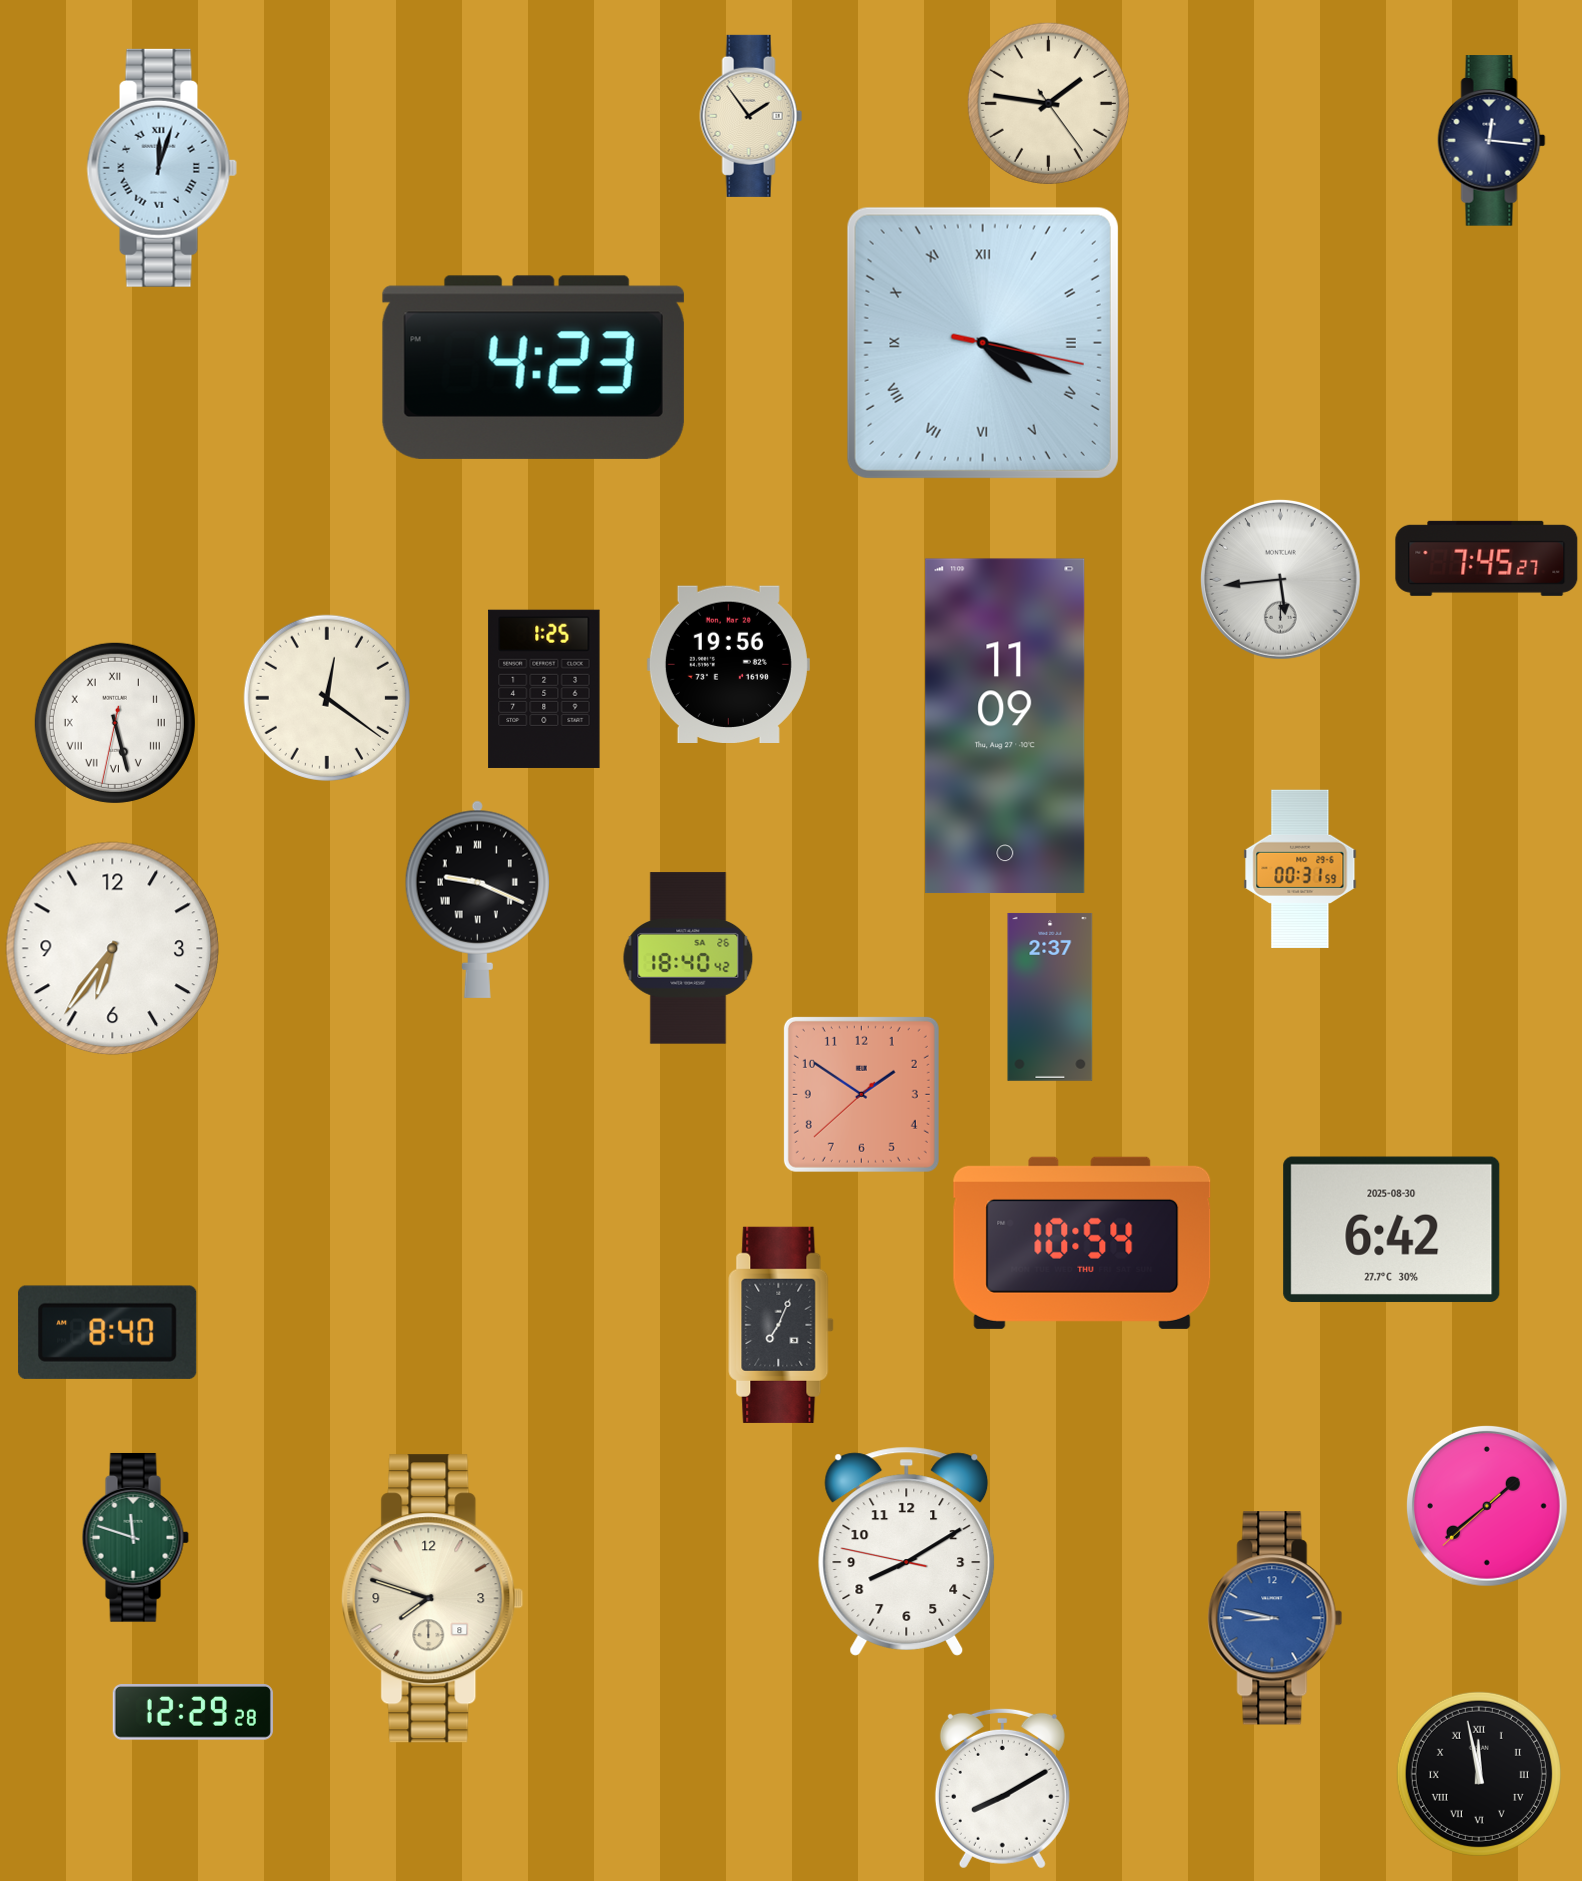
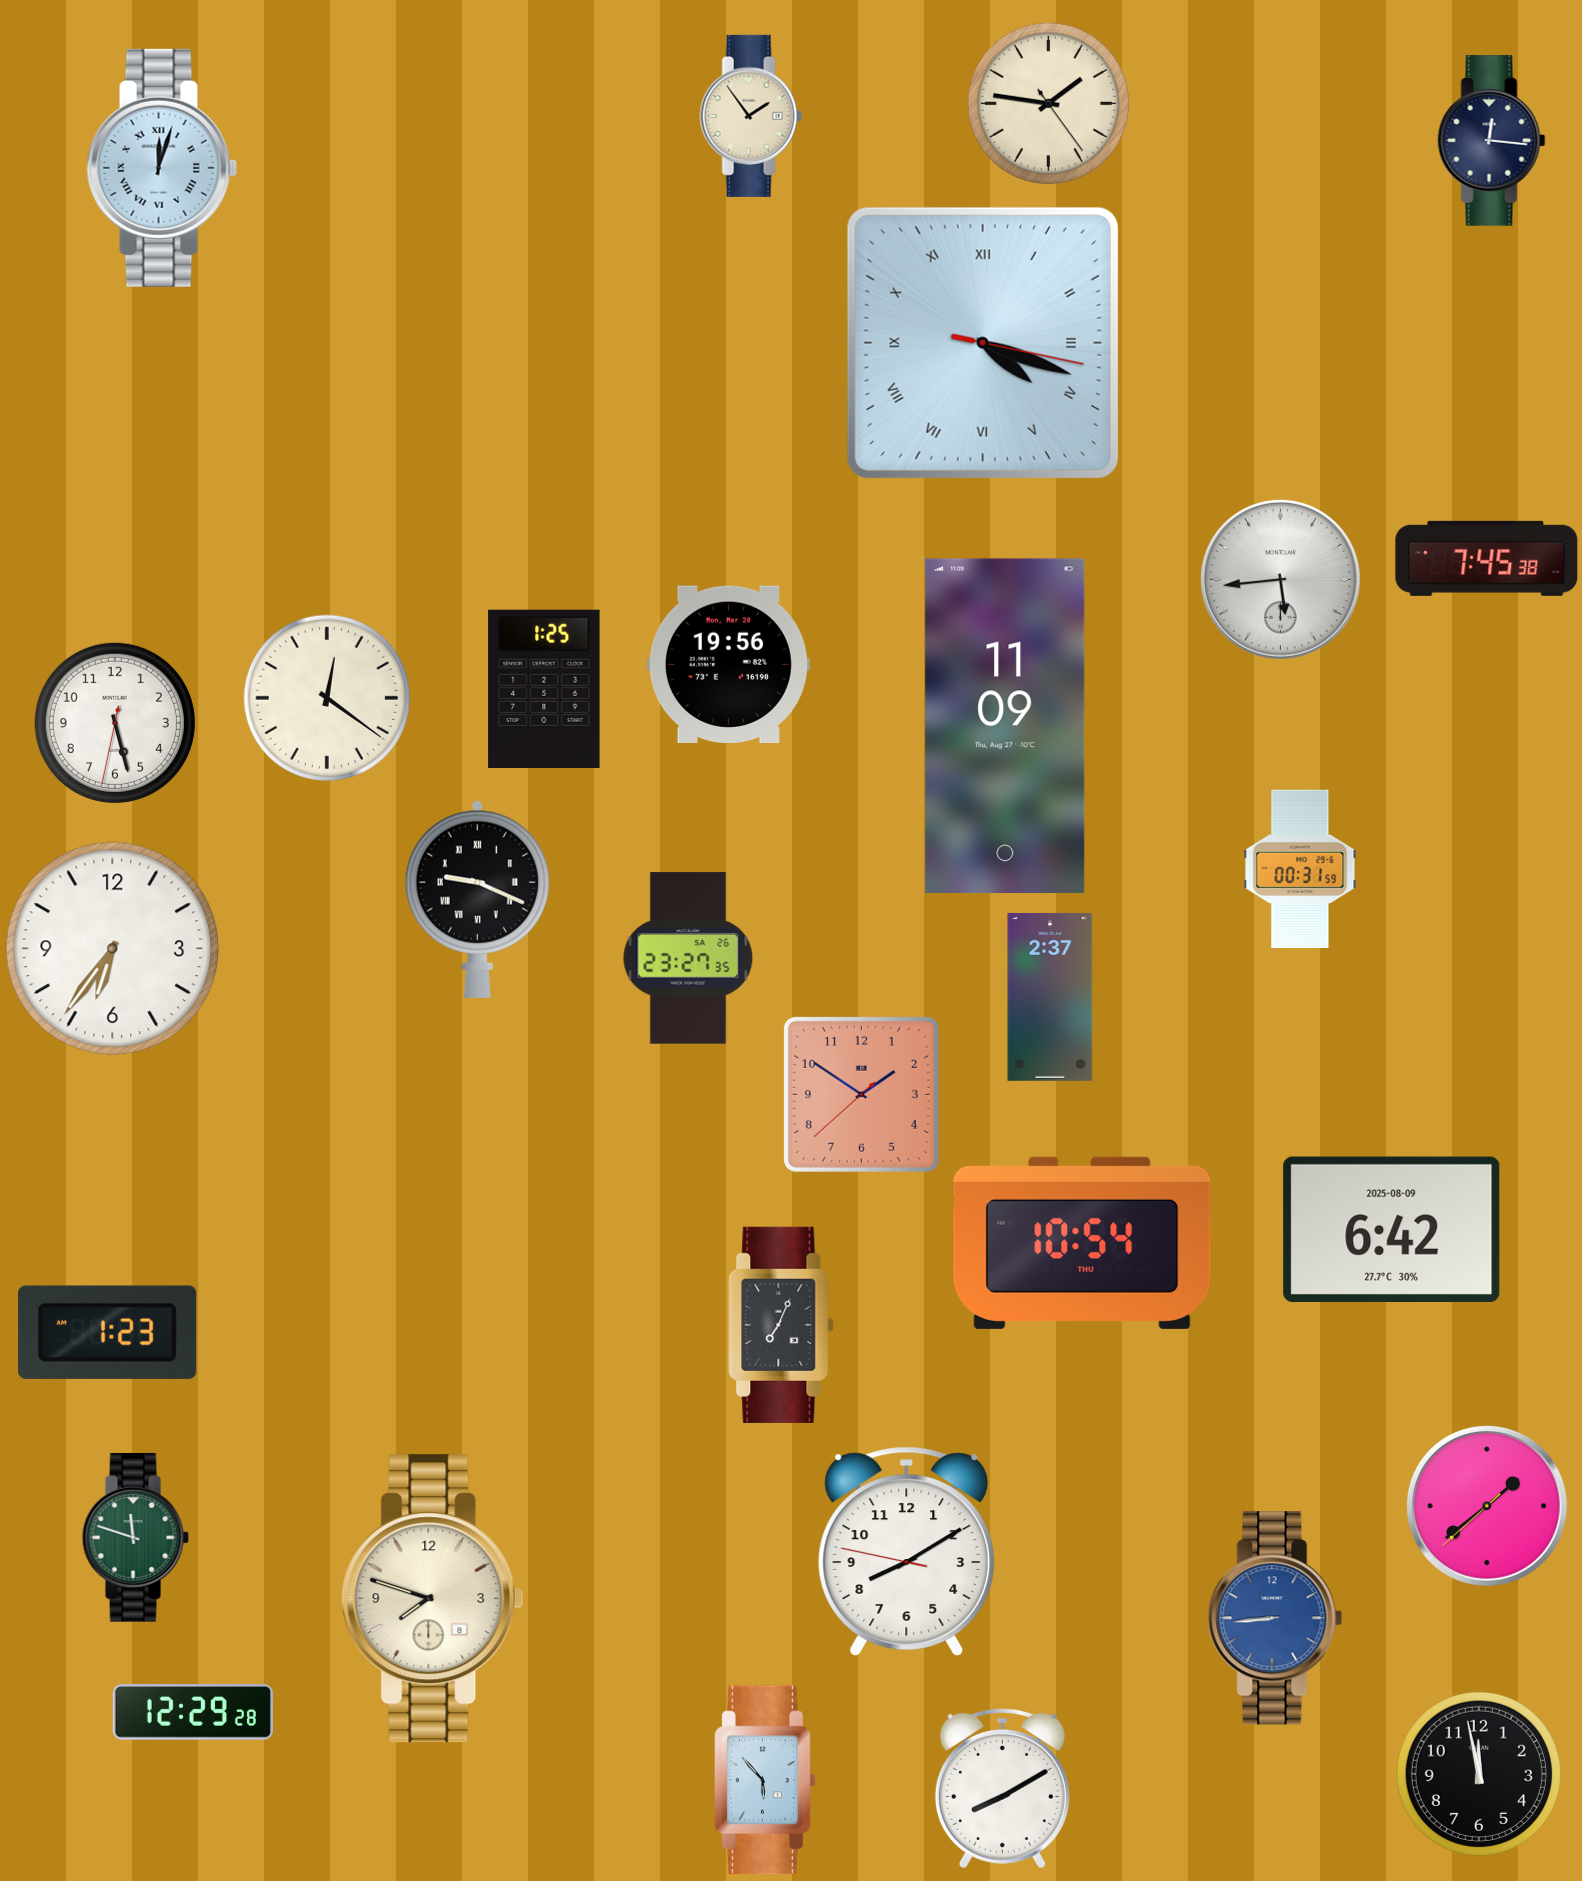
clock at (533, 367): 4:23 -> none
clock at (1487, 558): 7:45:27 -> 7:45:38
clock at (115, 723) numerals: Roman -> Arabic
clock at (688, 958): 18:40 -> 23:27
clock at (1392, 1229) date: 2025-08-30 -> 2025-08-09
clock at (108, 1332): 8:40 -> 1:23
clock at (1275, 1618): 8:47 -> 8:44
clock at (1479, 1774) numerals: Roman -> Arabic
clock at (765, 1780): none -> 5:53
